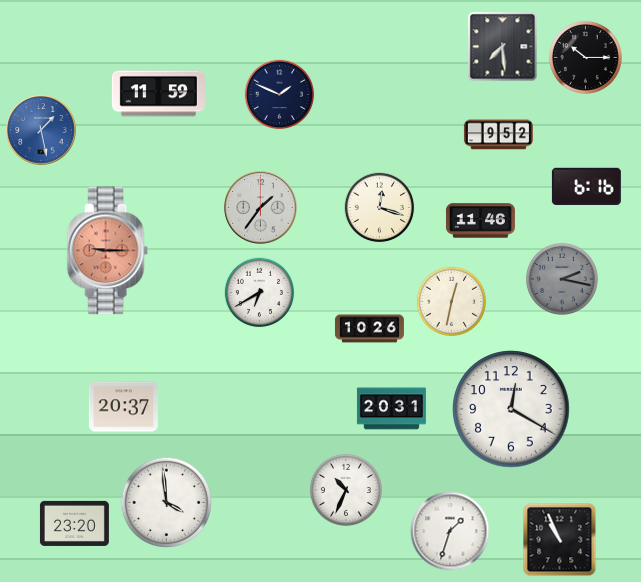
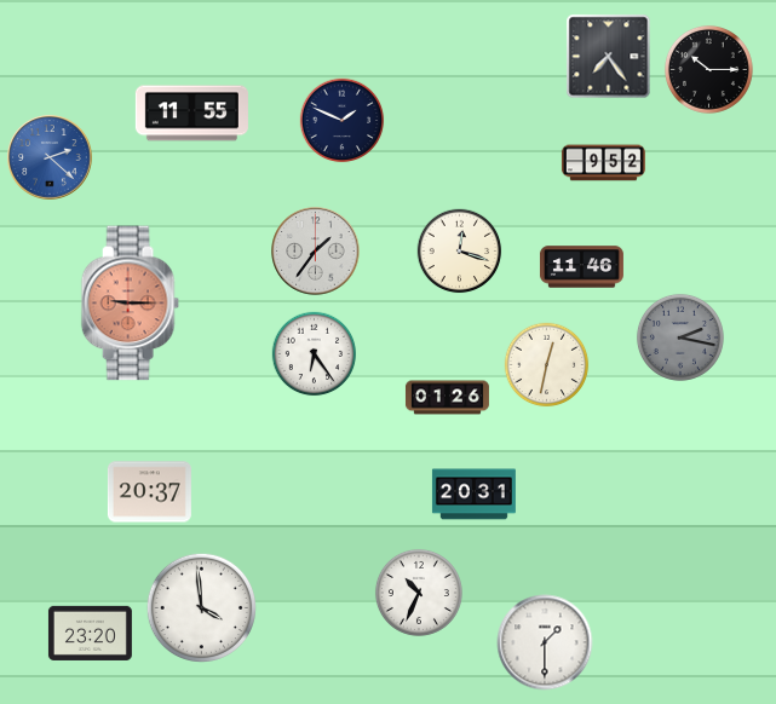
clock at (503, 47): 7:29 -> 7:24
clock at (158, 94): 11:59 -> 11:55
clock at (280, 95) position: (280, 95) -> (343, 121)
clock at (41, 130): 1:28 -> 2:22
clock at (586, 186): 6:16 -> none
clock at (260, 293): 6:40 -> 6:24
clock at (369, 329): 10:26 -> 01:26
clock at (511, 409): 12:20 -> none
clock at (450, 531): 1:33 -> 1:30
clock at (560, 540): 10:56 -> none
